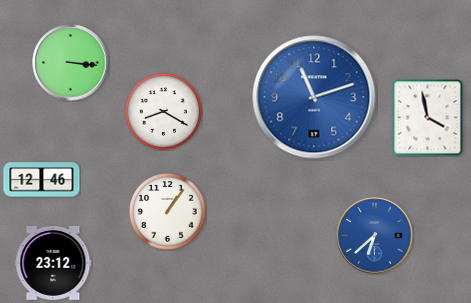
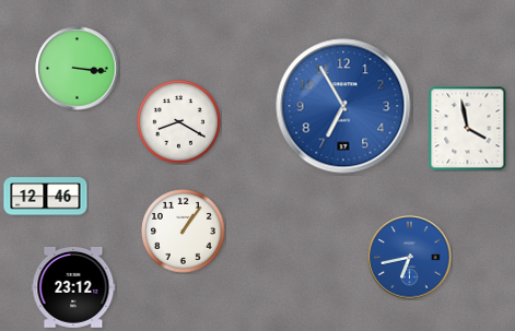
clock at (314, 97): 11:12 -> 6:55
clock at (375, 236): 6:38 -> 6:43
clock at (53, 263) position: (53, 263) -> (73, 287)
